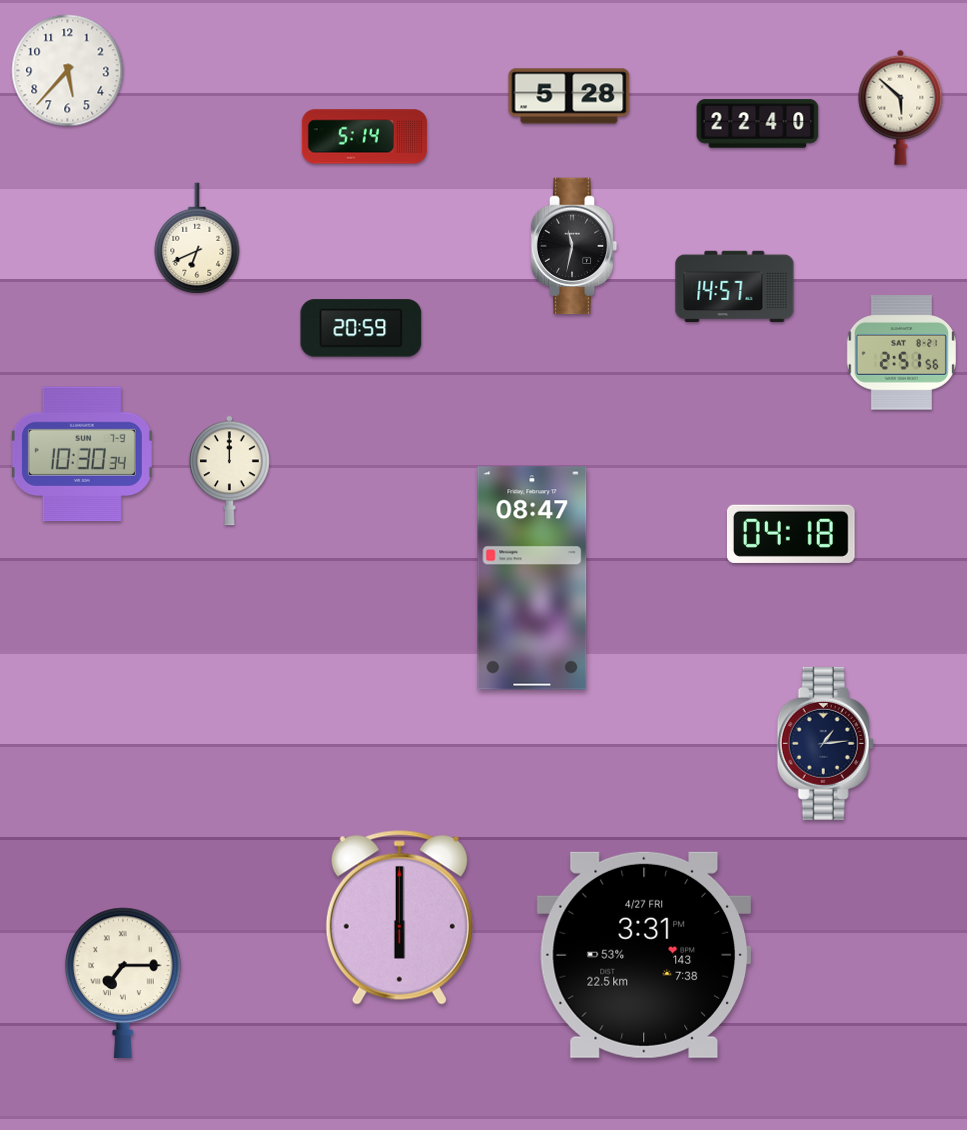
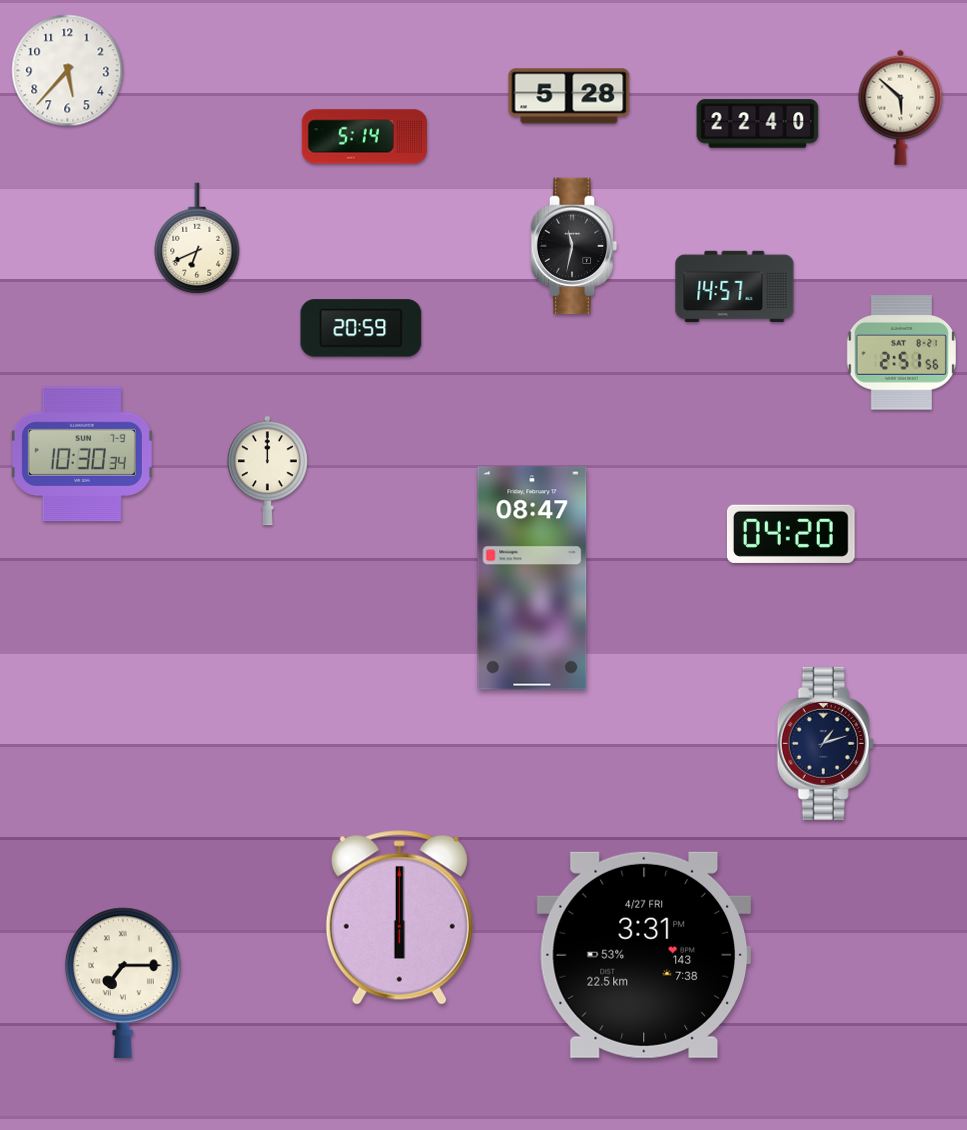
clock at (230, 471) position: (230, 471) -> (268, 471)
clock at (791, 534): 04:18 -> 04:20
clock at (825, 743): 1:14 -> 1:12
